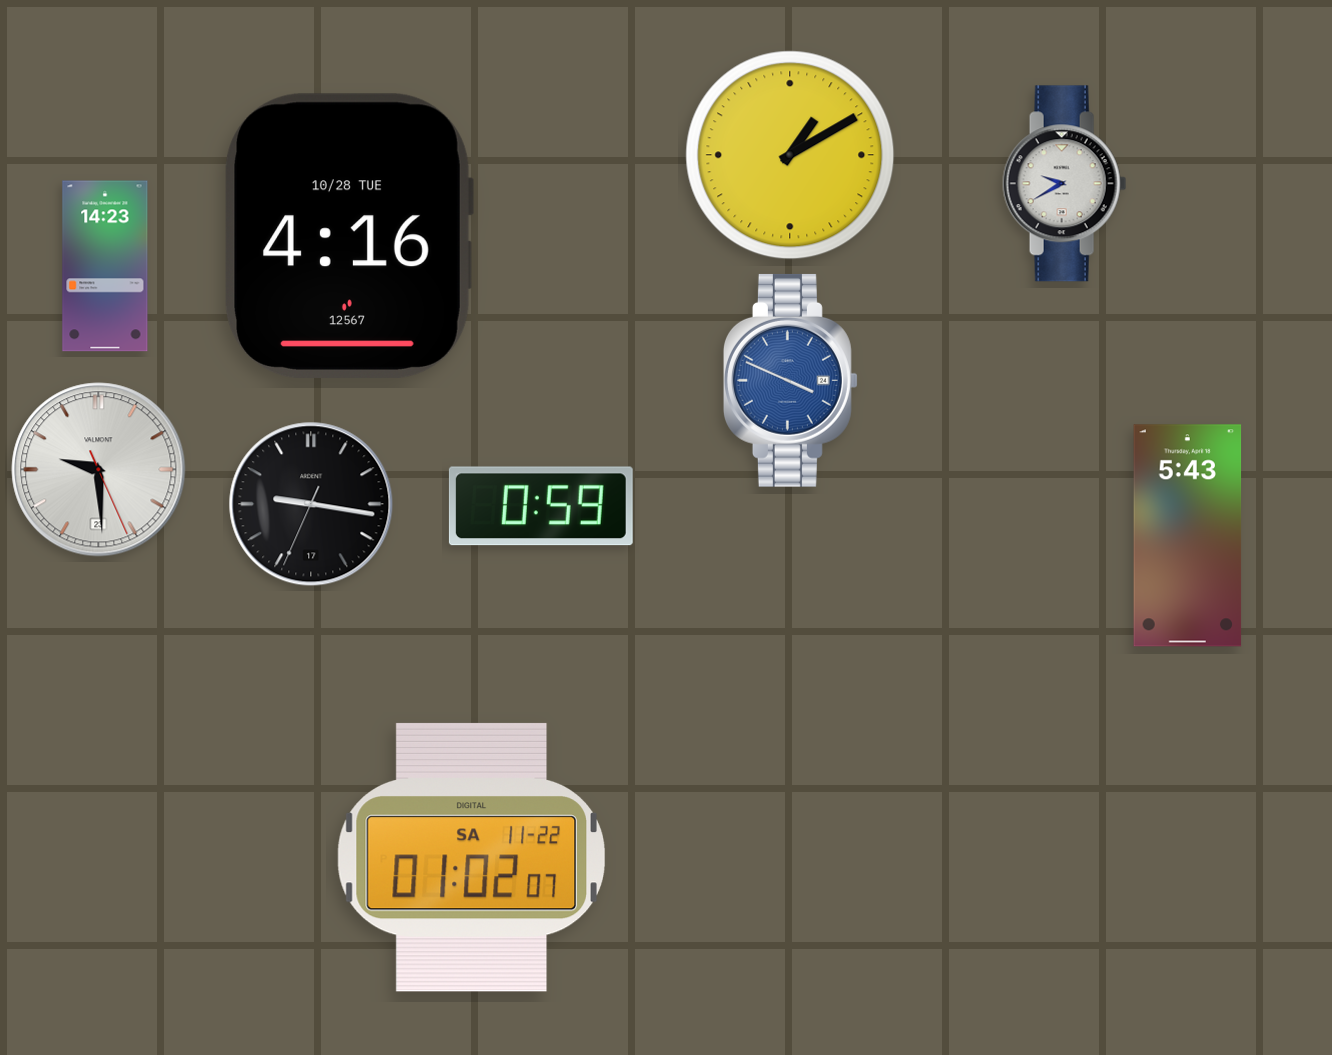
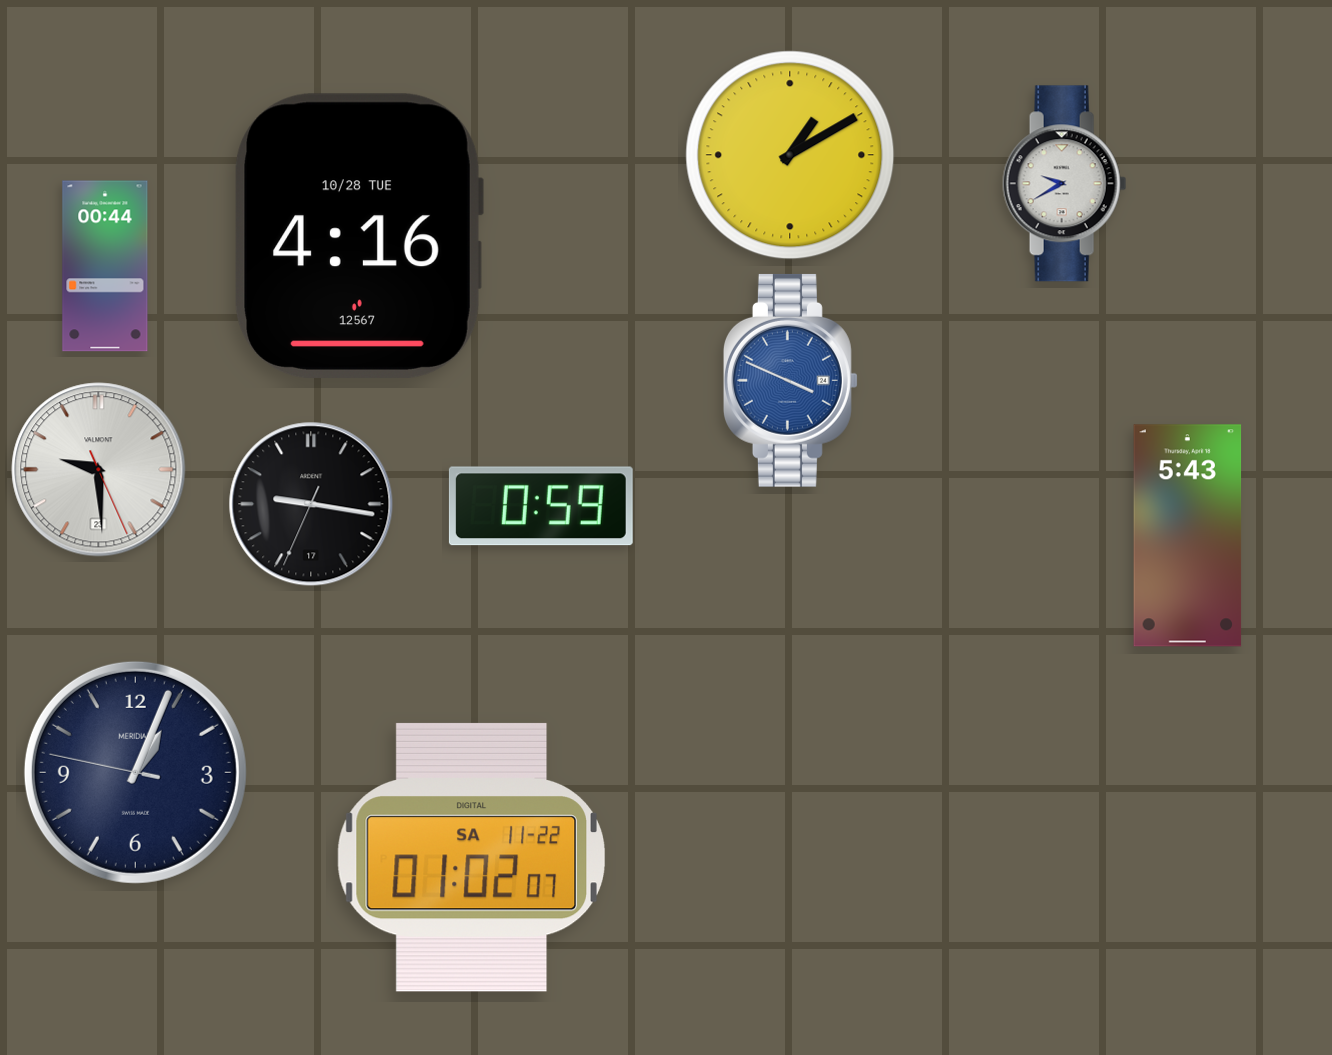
clock at (349, 236) position: (349, 236) -> (359, 236)
clock at (105, 266): 14:23 -> 00:44
clock at (135, 772): none -> 1:03
